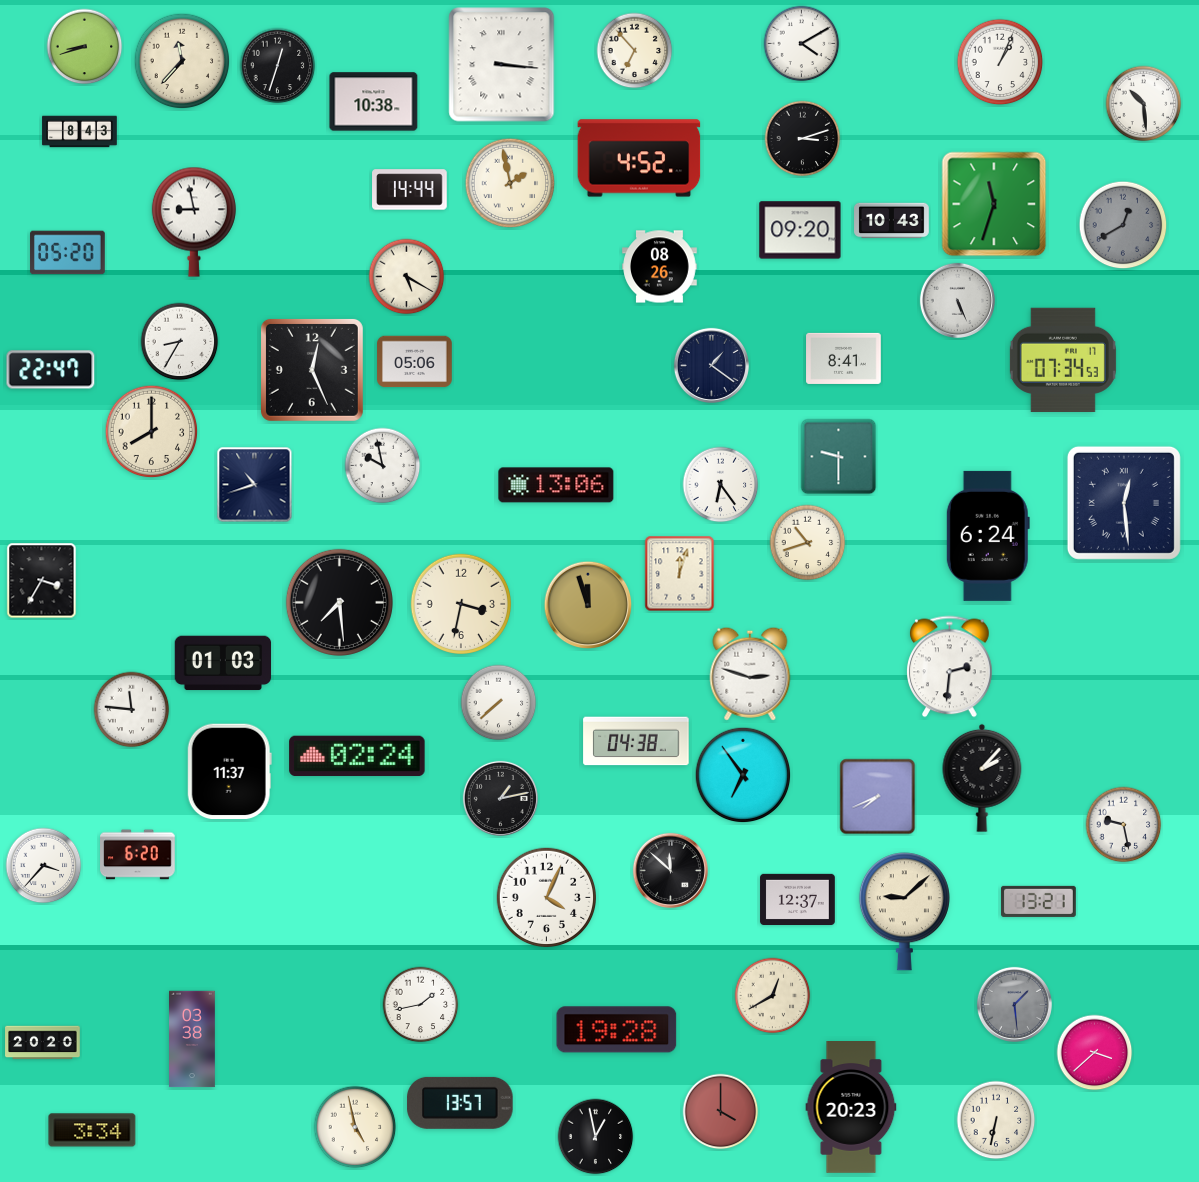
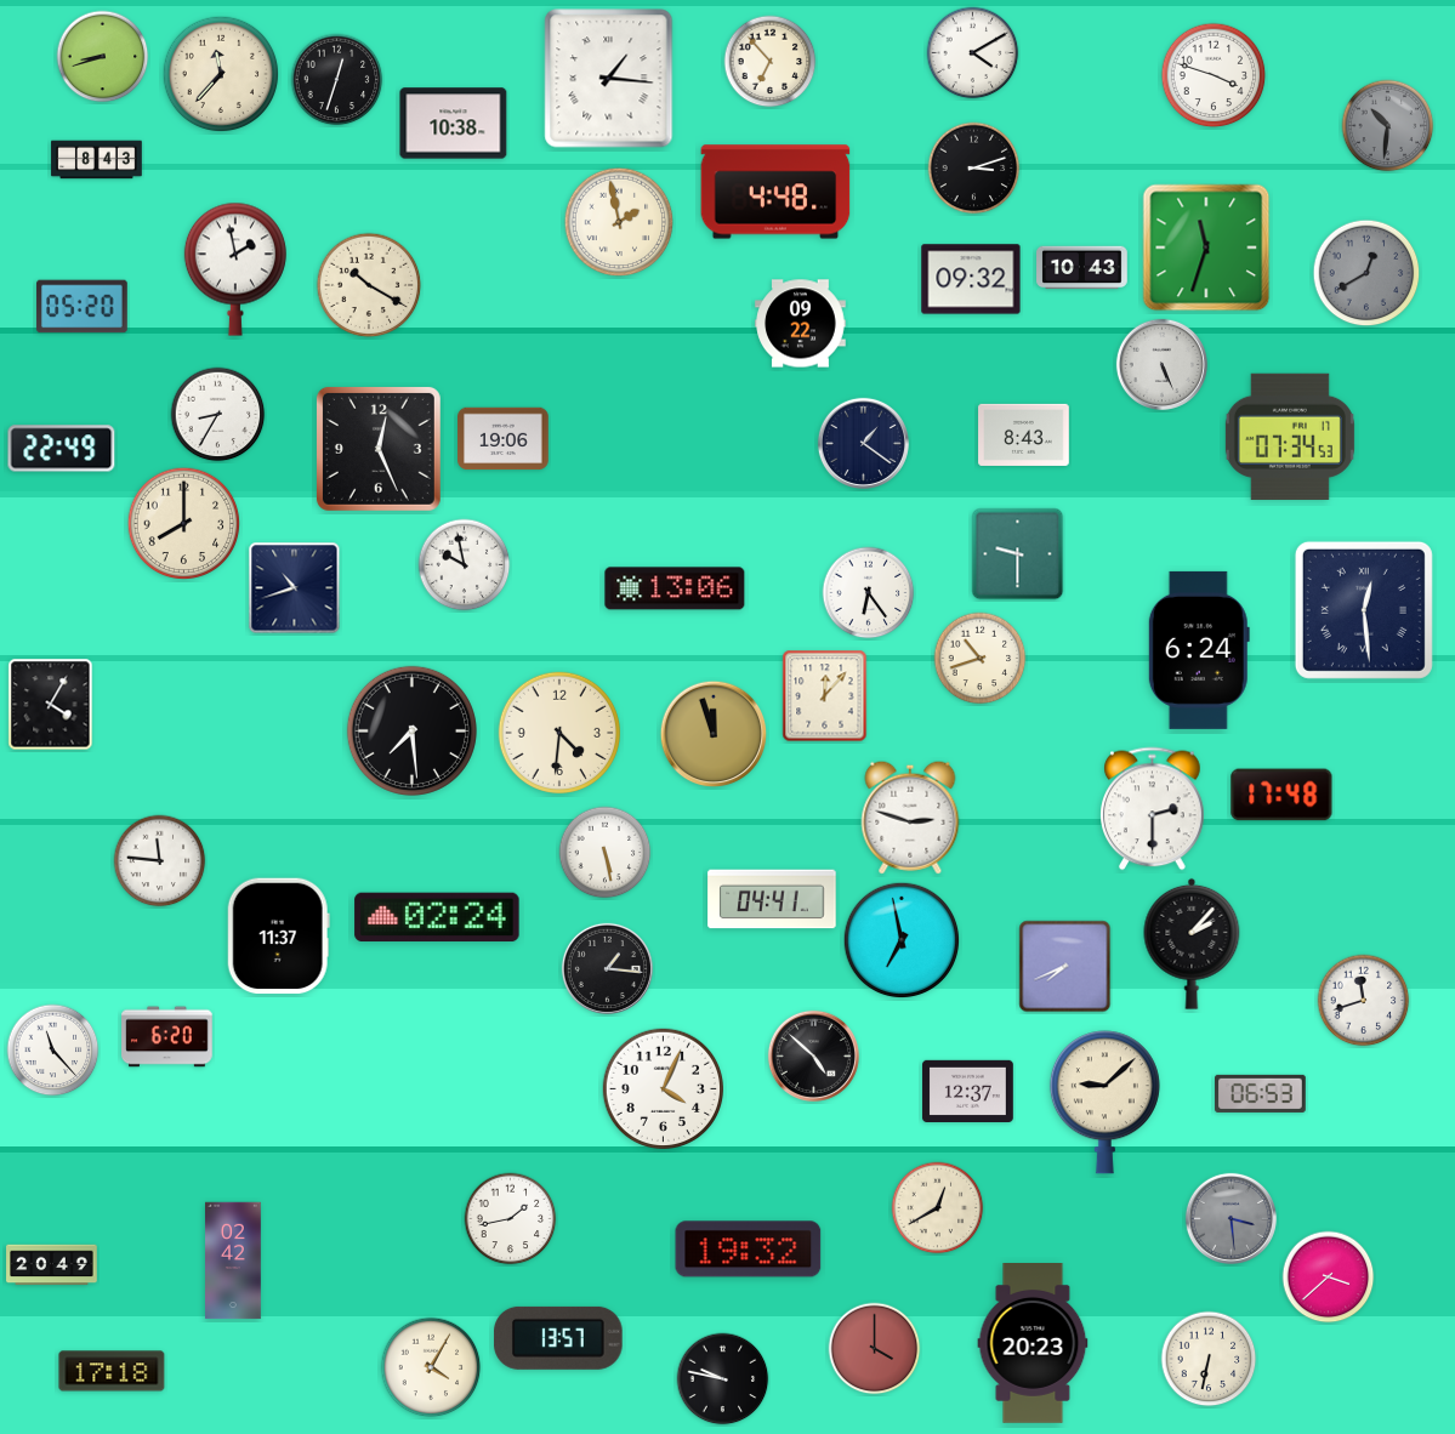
clock at (1000, 62): 1:04 -> 3:48
clock at (502, 65): 3:16 -> 1:16
clock at (1144, 104): 10:29 -> 10:31
clock at (1144, 104) dial: white -> grey
clock at (639, 158): 4:52 -> 4:48
clock at (410, 190): 14:44 -> none
clock at (194, 222): 8:58 -> 1:58
clock at (1123, 225) position: (1123, 225) -> (1366, 273)
clock at (800, 230): 09:20 -> 09:32
clock at (369, 285): none -> 10:20
clock at (660, 267): 08:26 -> 09:22
clock at (407, 277): 5:20 -> none
clock at (844, 358): 8:41 -> 8:43
clock at (415, 362): 05:06 -> 19:06
clock at (51, 370): 22:47 -> 22:49
clock at (255, 485) position: (255, 485) -> (295, 588)
clock at (721, 485) position: (721, 485) -> (869, 593)
clock at (680, 574): 12:03 -> 12:07
clock at (42, 581): 3:35 -> 4:05
clock at (460, 603): 3:32 -> 4:31
clock at (1281, 795): none -> 17:48
clock at (223, 663): 01:03 -> none
clock at (950, 667): 2:31 -> 2:30
clock at (499, 703): 7:38 -> 5:28
clock at (636, 741): 04:38 -> 04:41
clock at (357, 756) position: (357, 756) -> (437, 917)
clock at (743, 775): 6:54 -> 6:58
clock at (500, 798): 1:13 -> 1:16
clock at (1124, 825): 9:28 -> 11:42
clock at (44, 866): 3:37 -> 11:23
clock at (670, 870): 11:52 -> 4:52
clock at (1039, 901): 13:21 -> 06:53
clock at (904, 912) position: (904, 912) -> (1104, 1103)
clock at (1014, 1004): 1:29 -> 3:29
clock at (617, 1030): 19:28 -> 19:32
clock at (193, 1039): 03:38 -> 02:42
clock at (43, 1043): 20:20 -> 20:49
clock at (355, 1127): 4:58 -> 4:05
clock at (92, 1130): 3:34 -> 17:18
clock at (596, 1137): 12:58 -> 9:47
